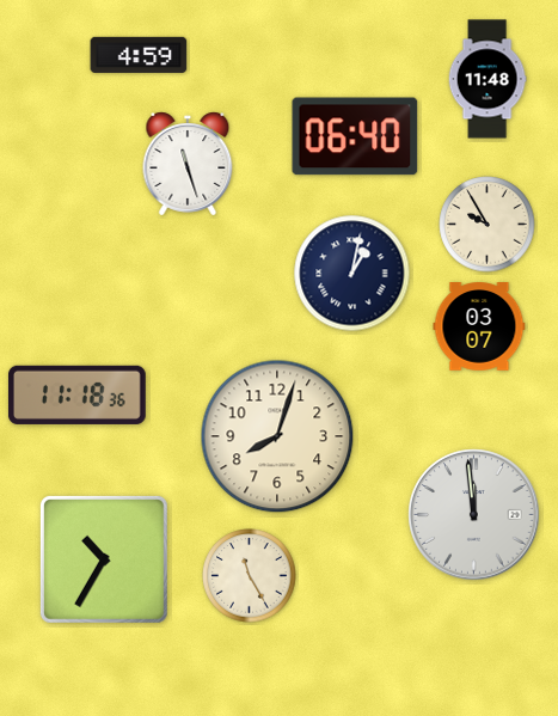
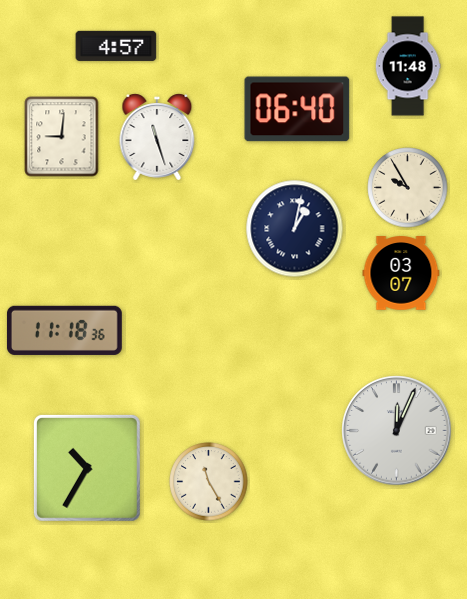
clock at (139, 55): 4:59 -> 4:57
clock at (355, 136) position: (355, 136) -> (297, 109)
clock at (62, 137): none -> 9:01
clock at (277, 436): 8:03 -> none
clock at (474, 515): 11:59 -> 12:04
